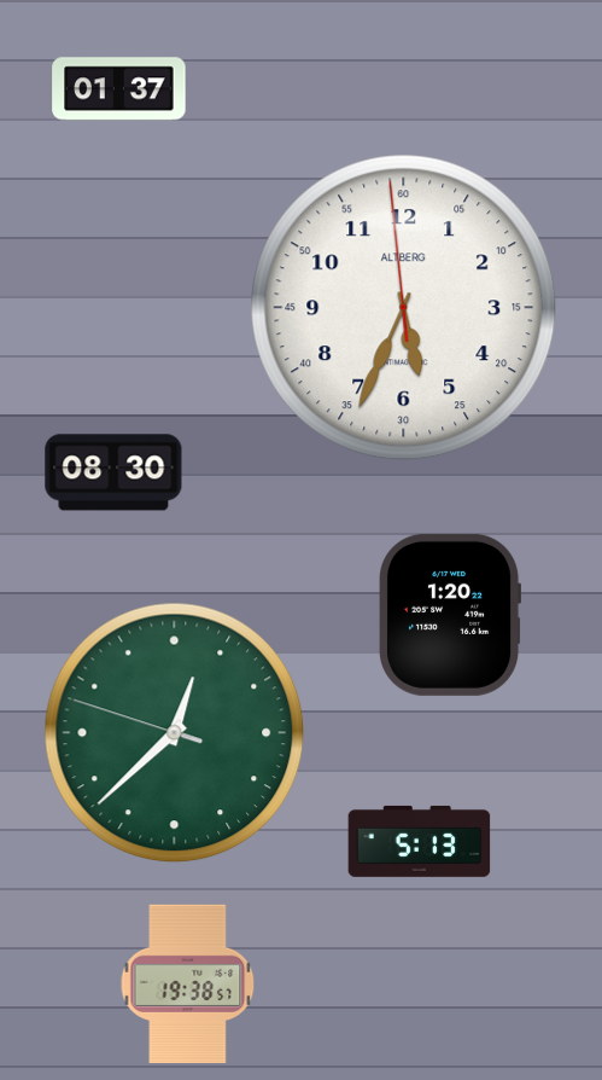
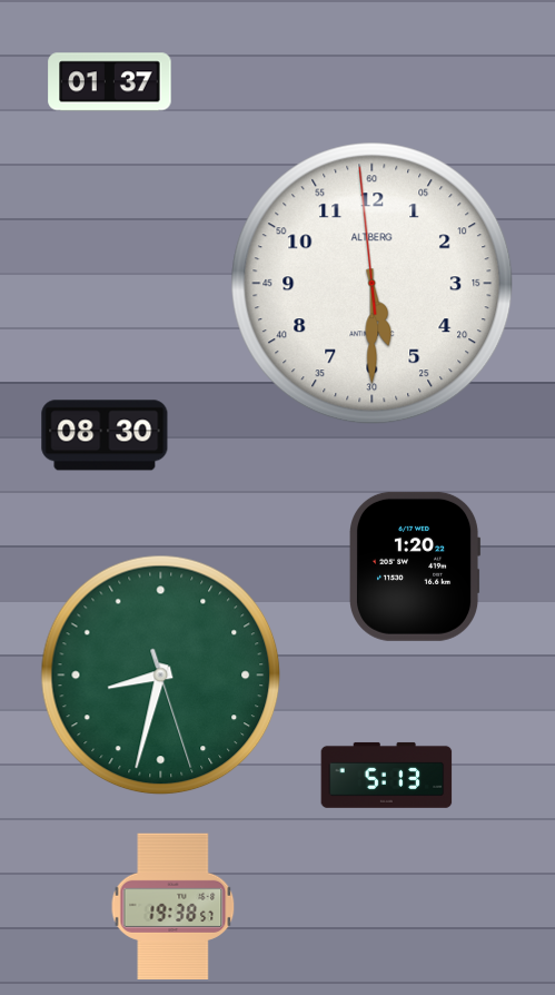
clock at (404, 308): 5:33 -> 5:29
clock at (175, 733): 12:37 -> 8:32
